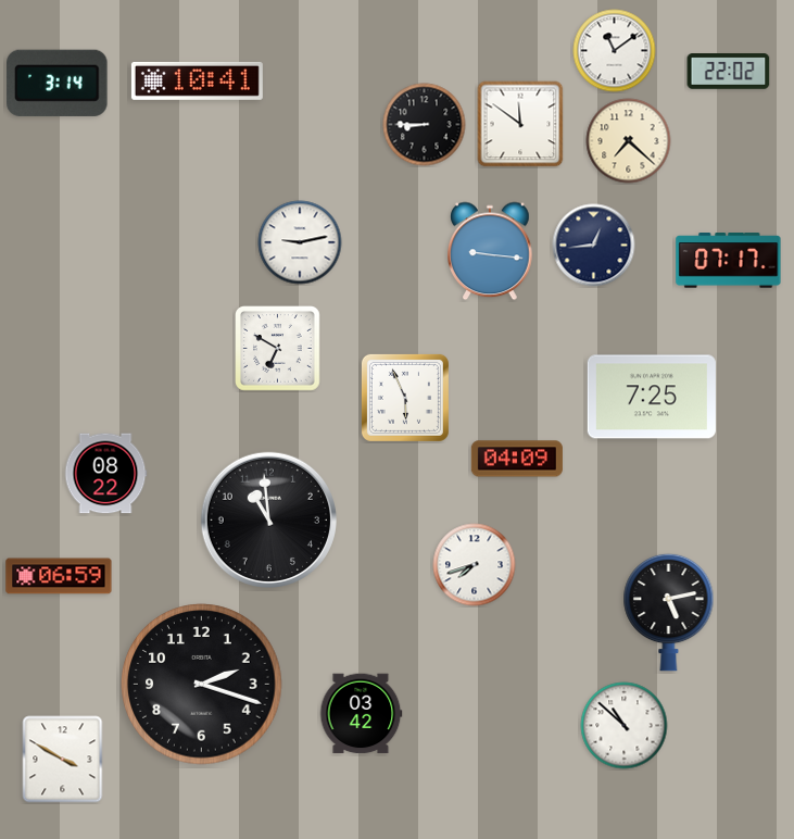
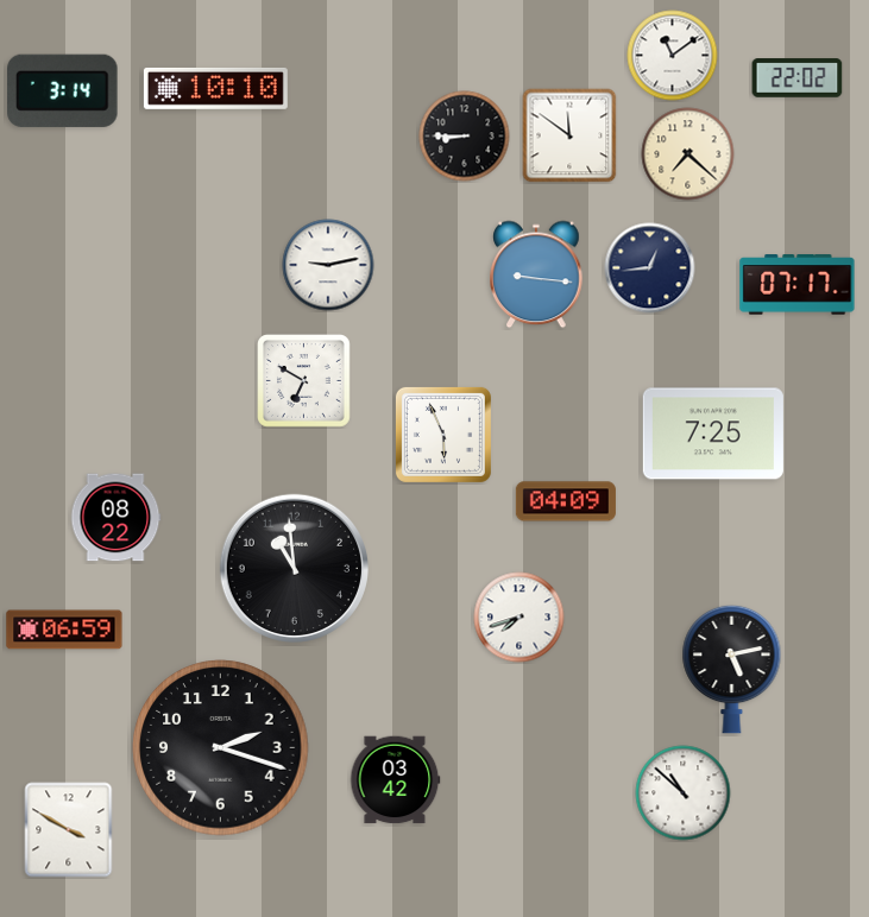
clock at (197, 80): 10:41 -> 10:10
